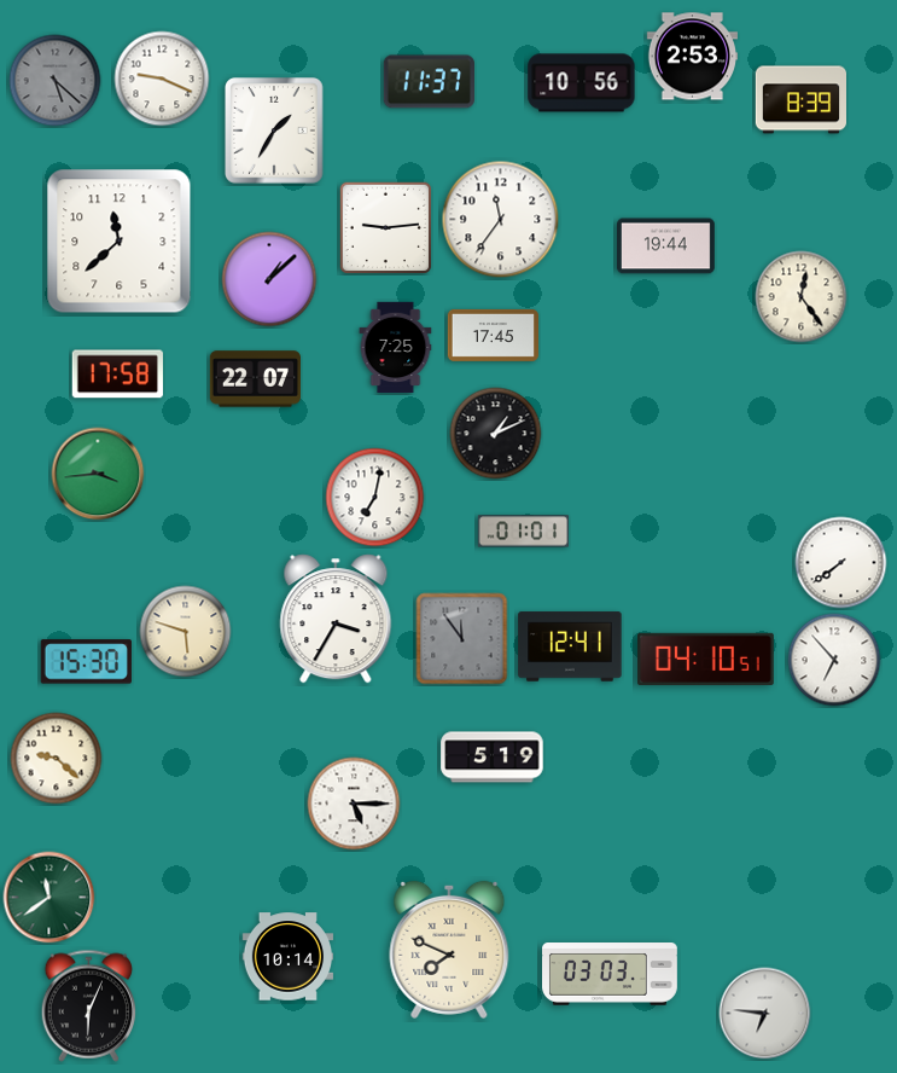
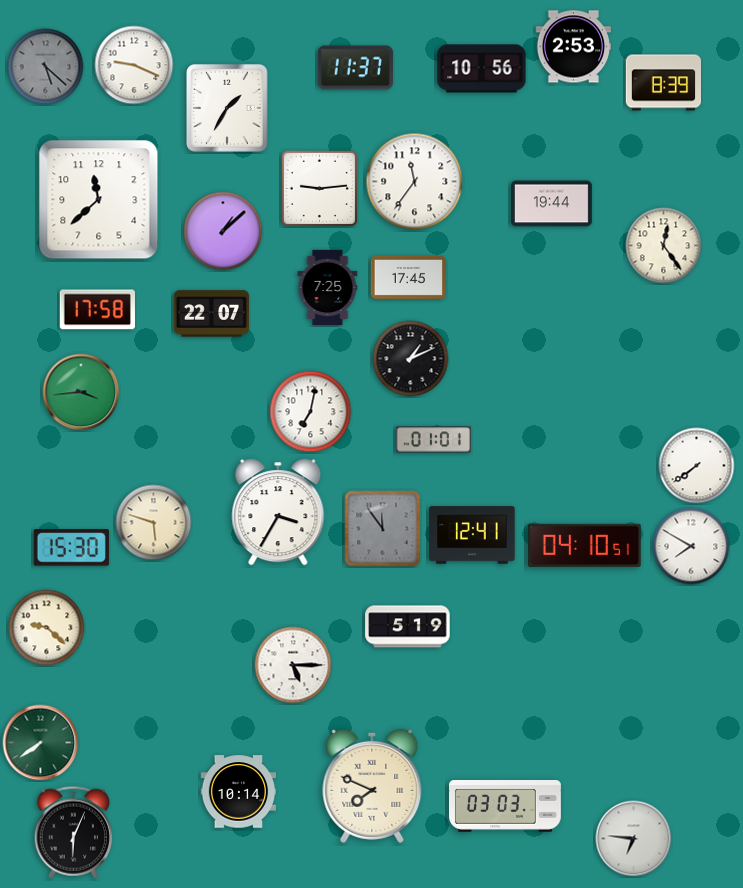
clock at (834, 660): 6:53 -> 7:50
clock at (49, 898): 11:39 -> 7:39
